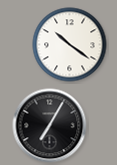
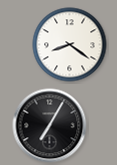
clock at (70, 45): 10:21 -> 8:21
